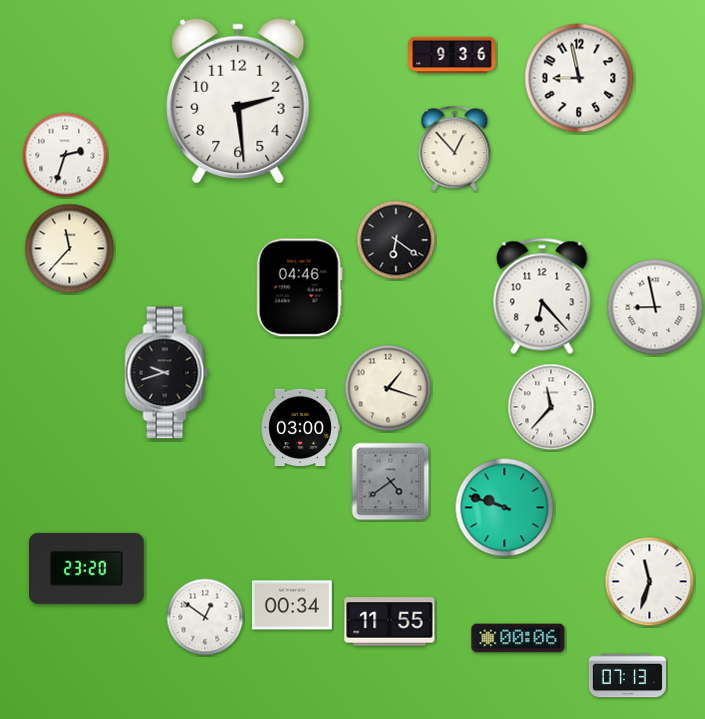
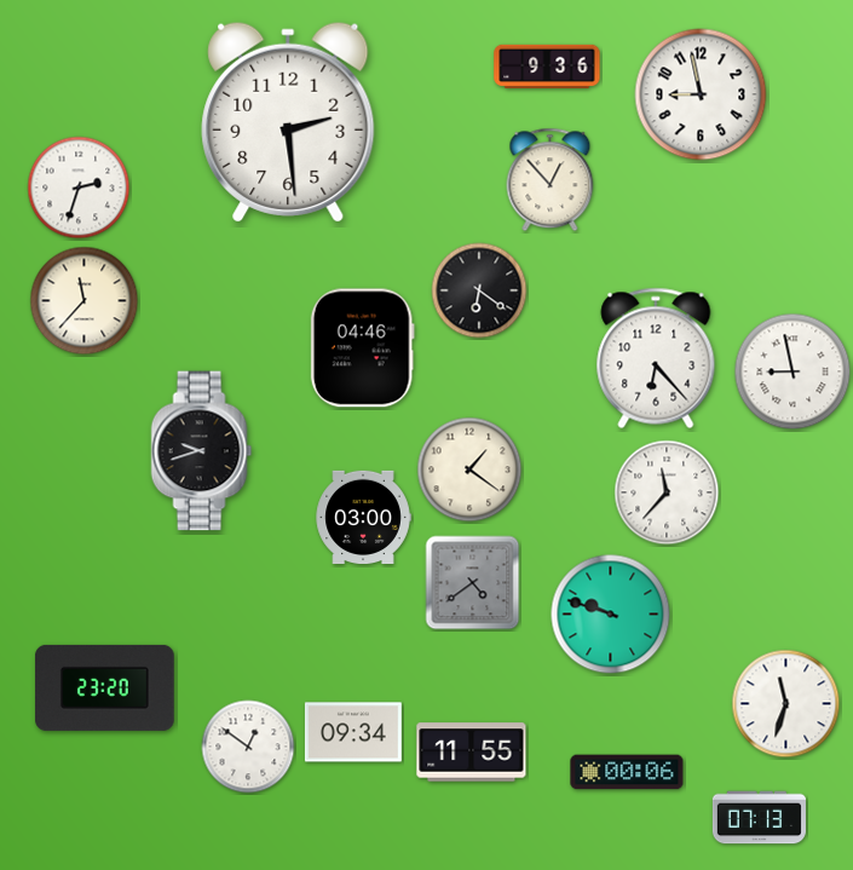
clock at (388, 388): 1:18 -> 1:21
clock at (292, 605): 00:34 -> 09:34
